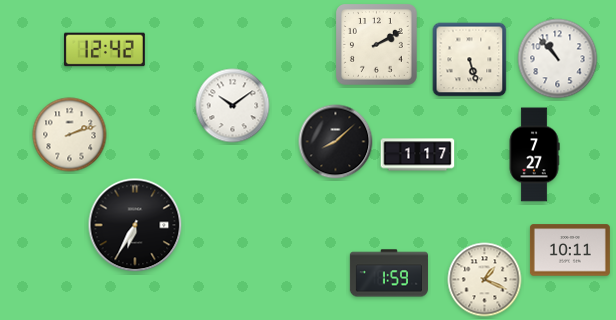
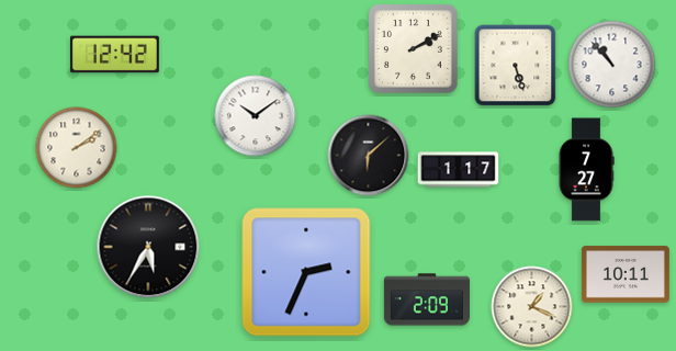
clock at (70, 135): 2:12 -> 2:09
clock at (336, 142): 8:08 -> 6:08
clock at (135, 225): 6:35 -> 5:35
clock at (306, 272): none -> 2:34
clock at (389, 273): 1:59 -> 2:09
